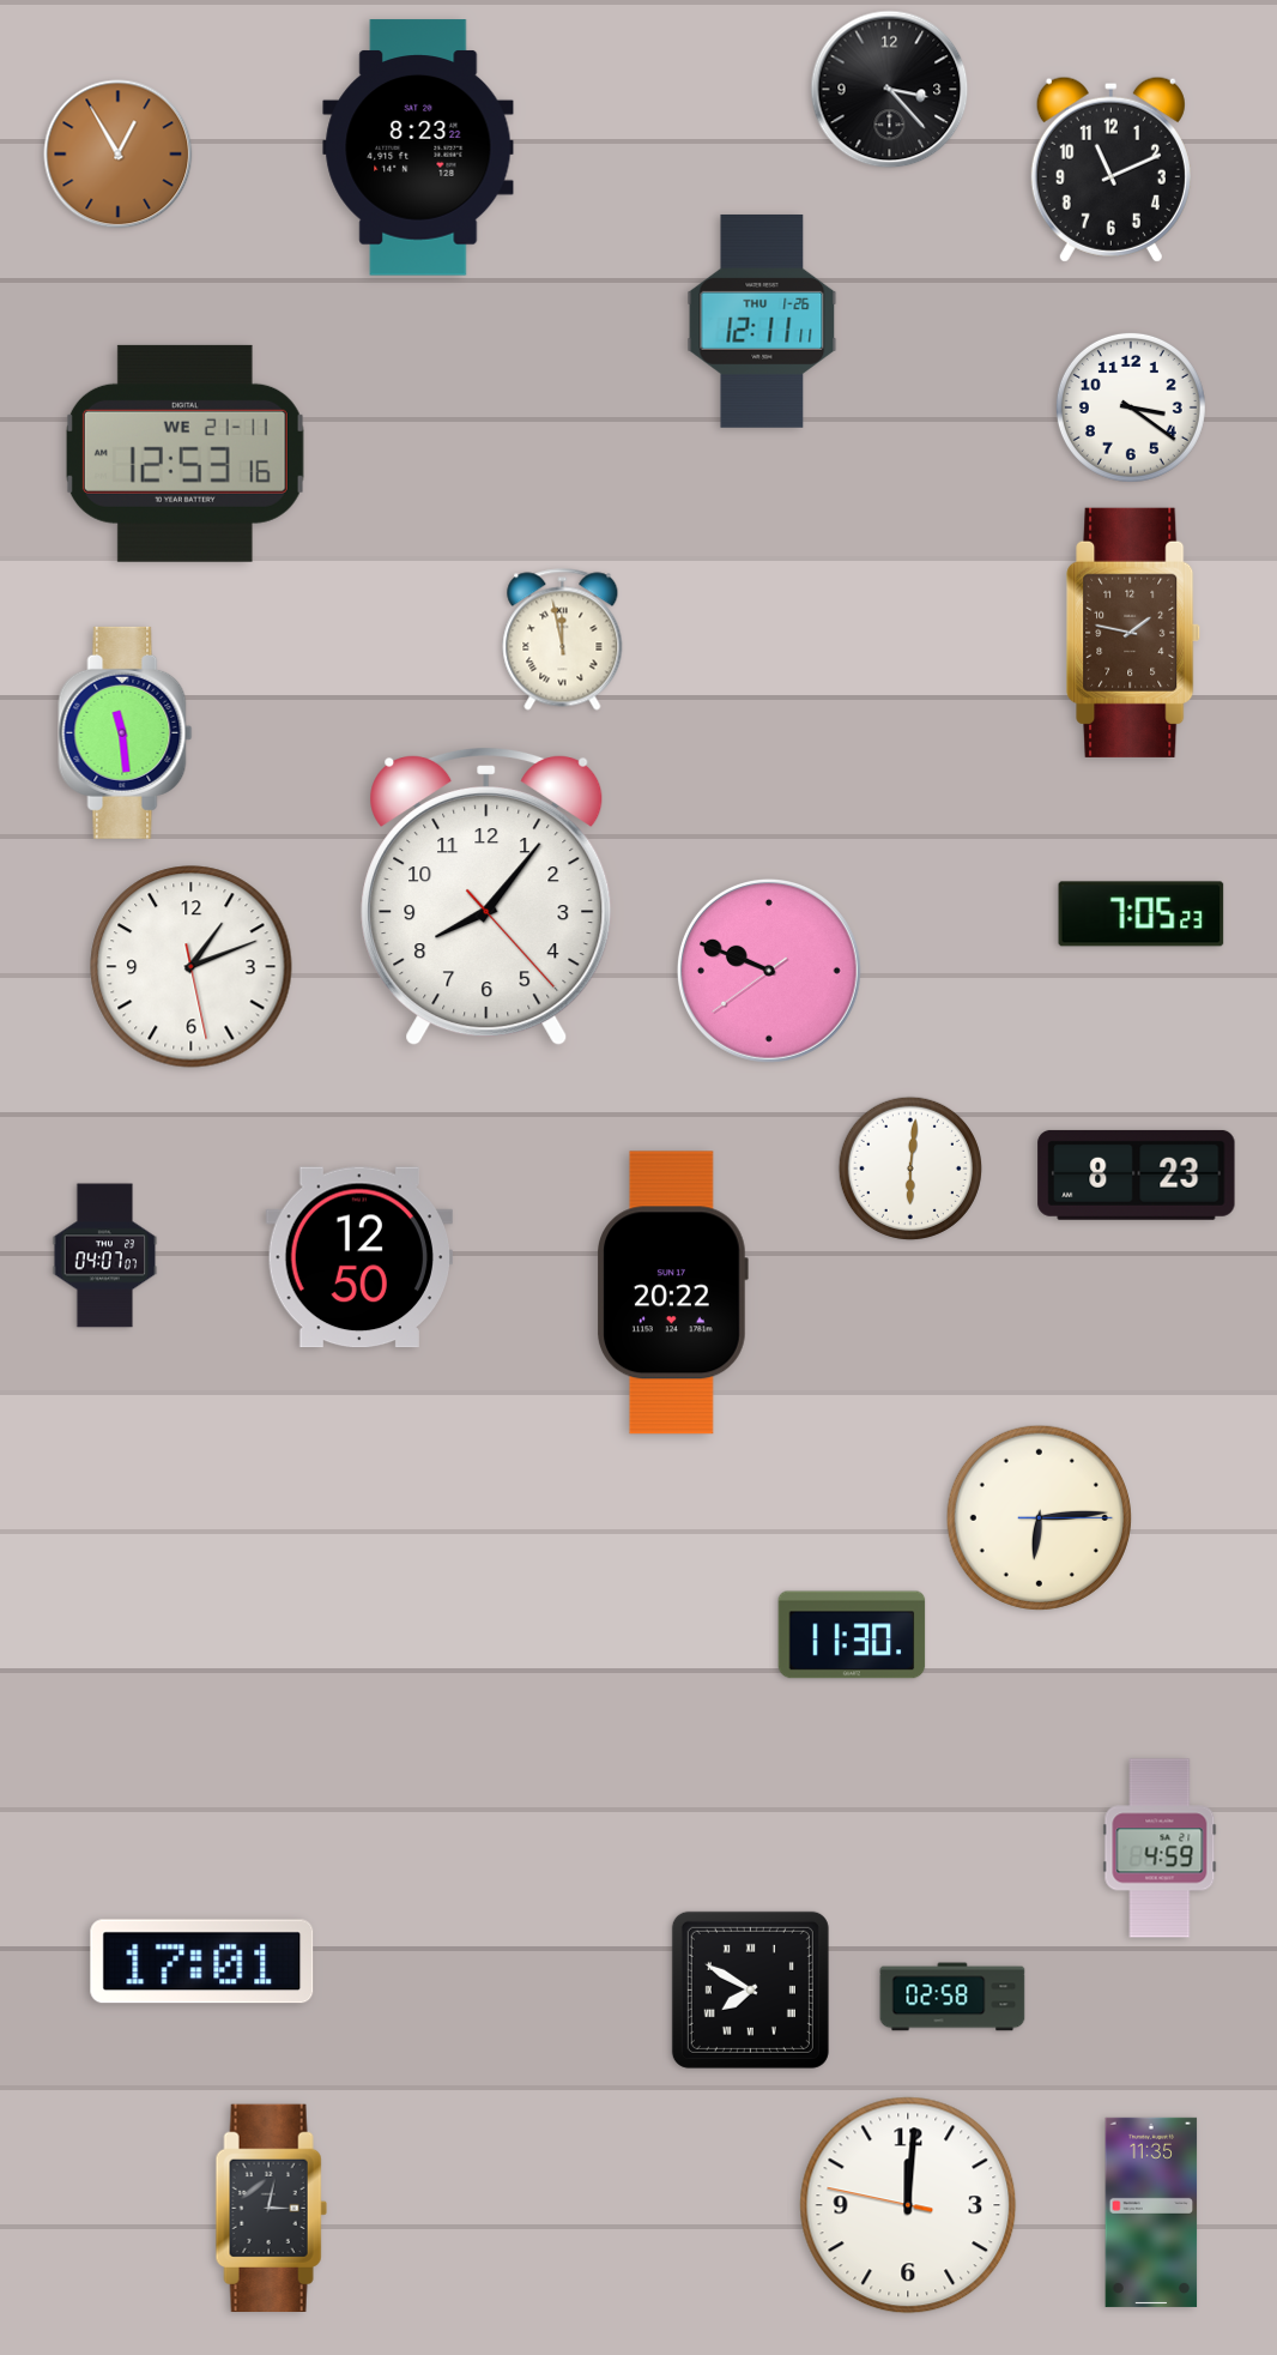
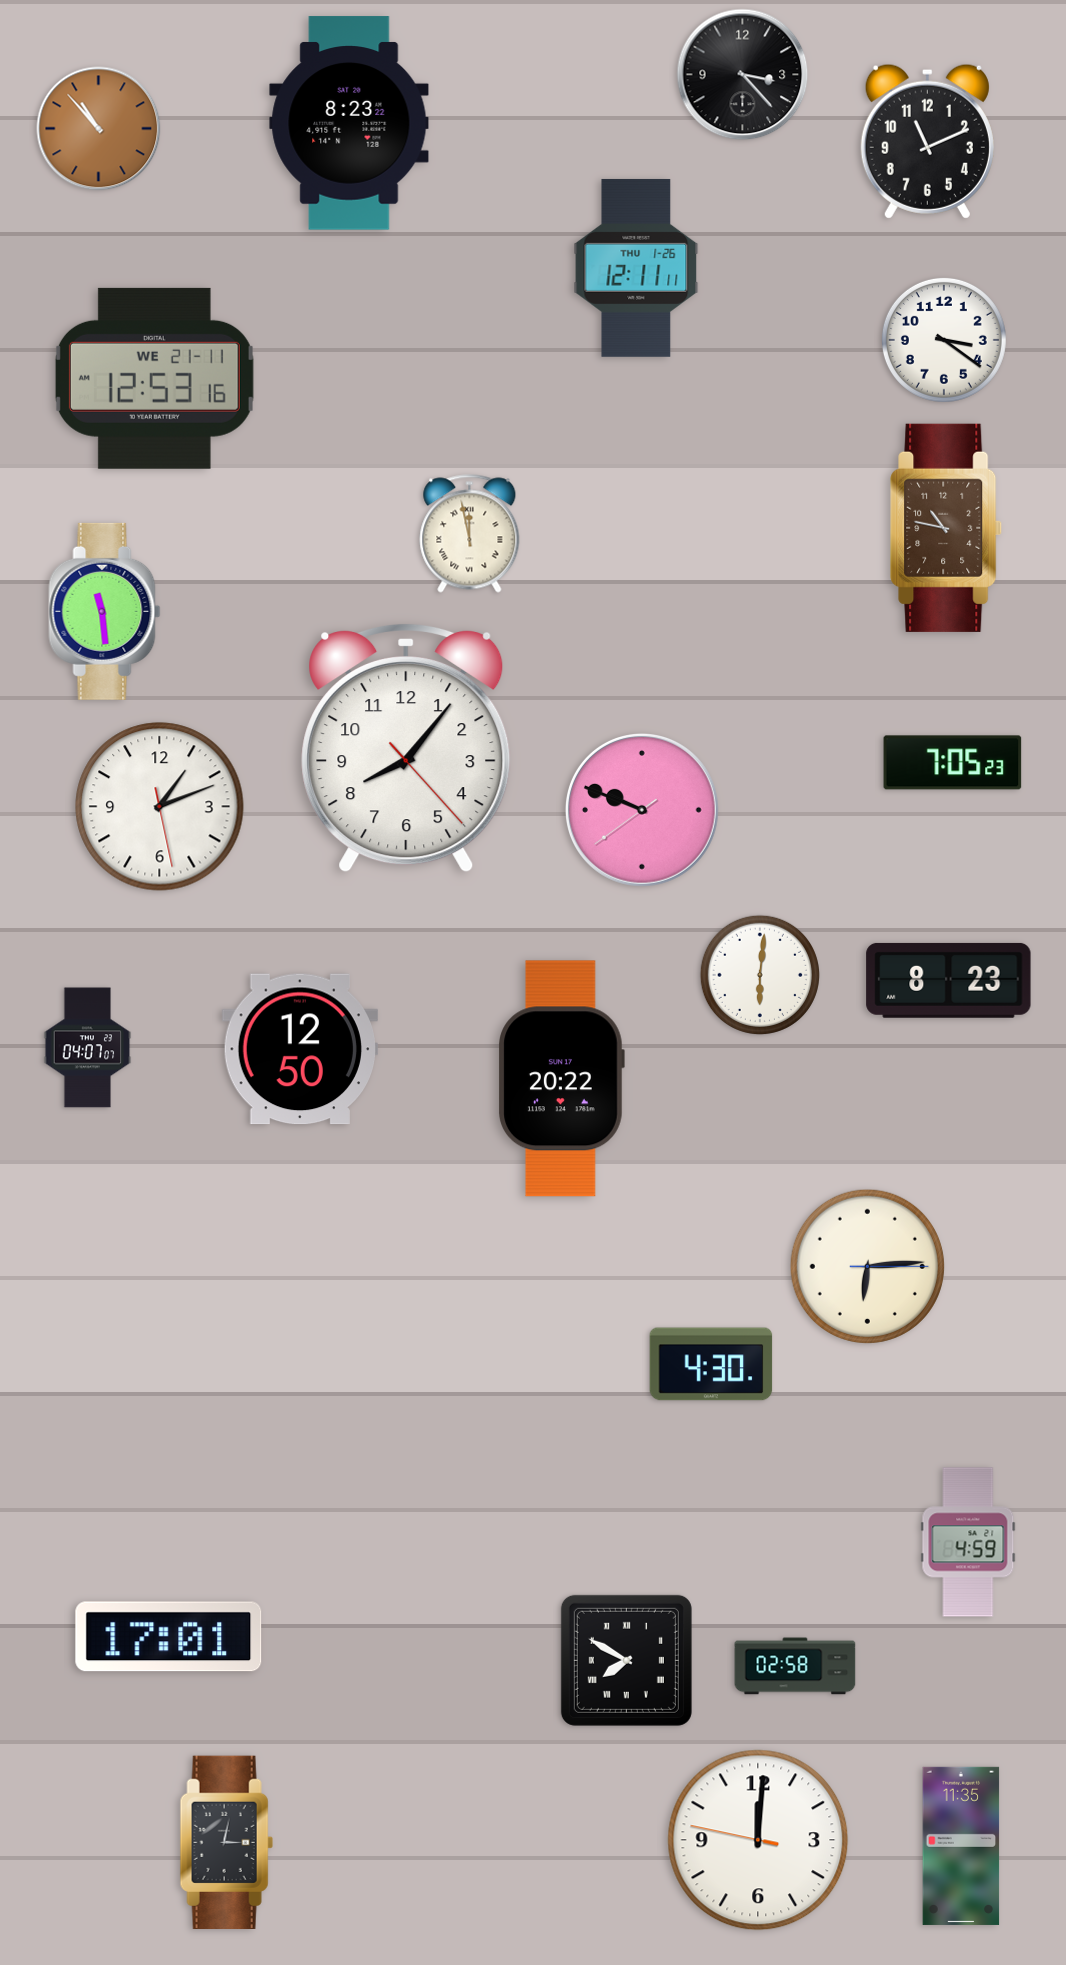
clock at (119, 155): 12:55 -> 10:53
clock at (1134, 633): 1:47 -> 10:47
clock at (852, 1635): 11:30 -> 4:30
